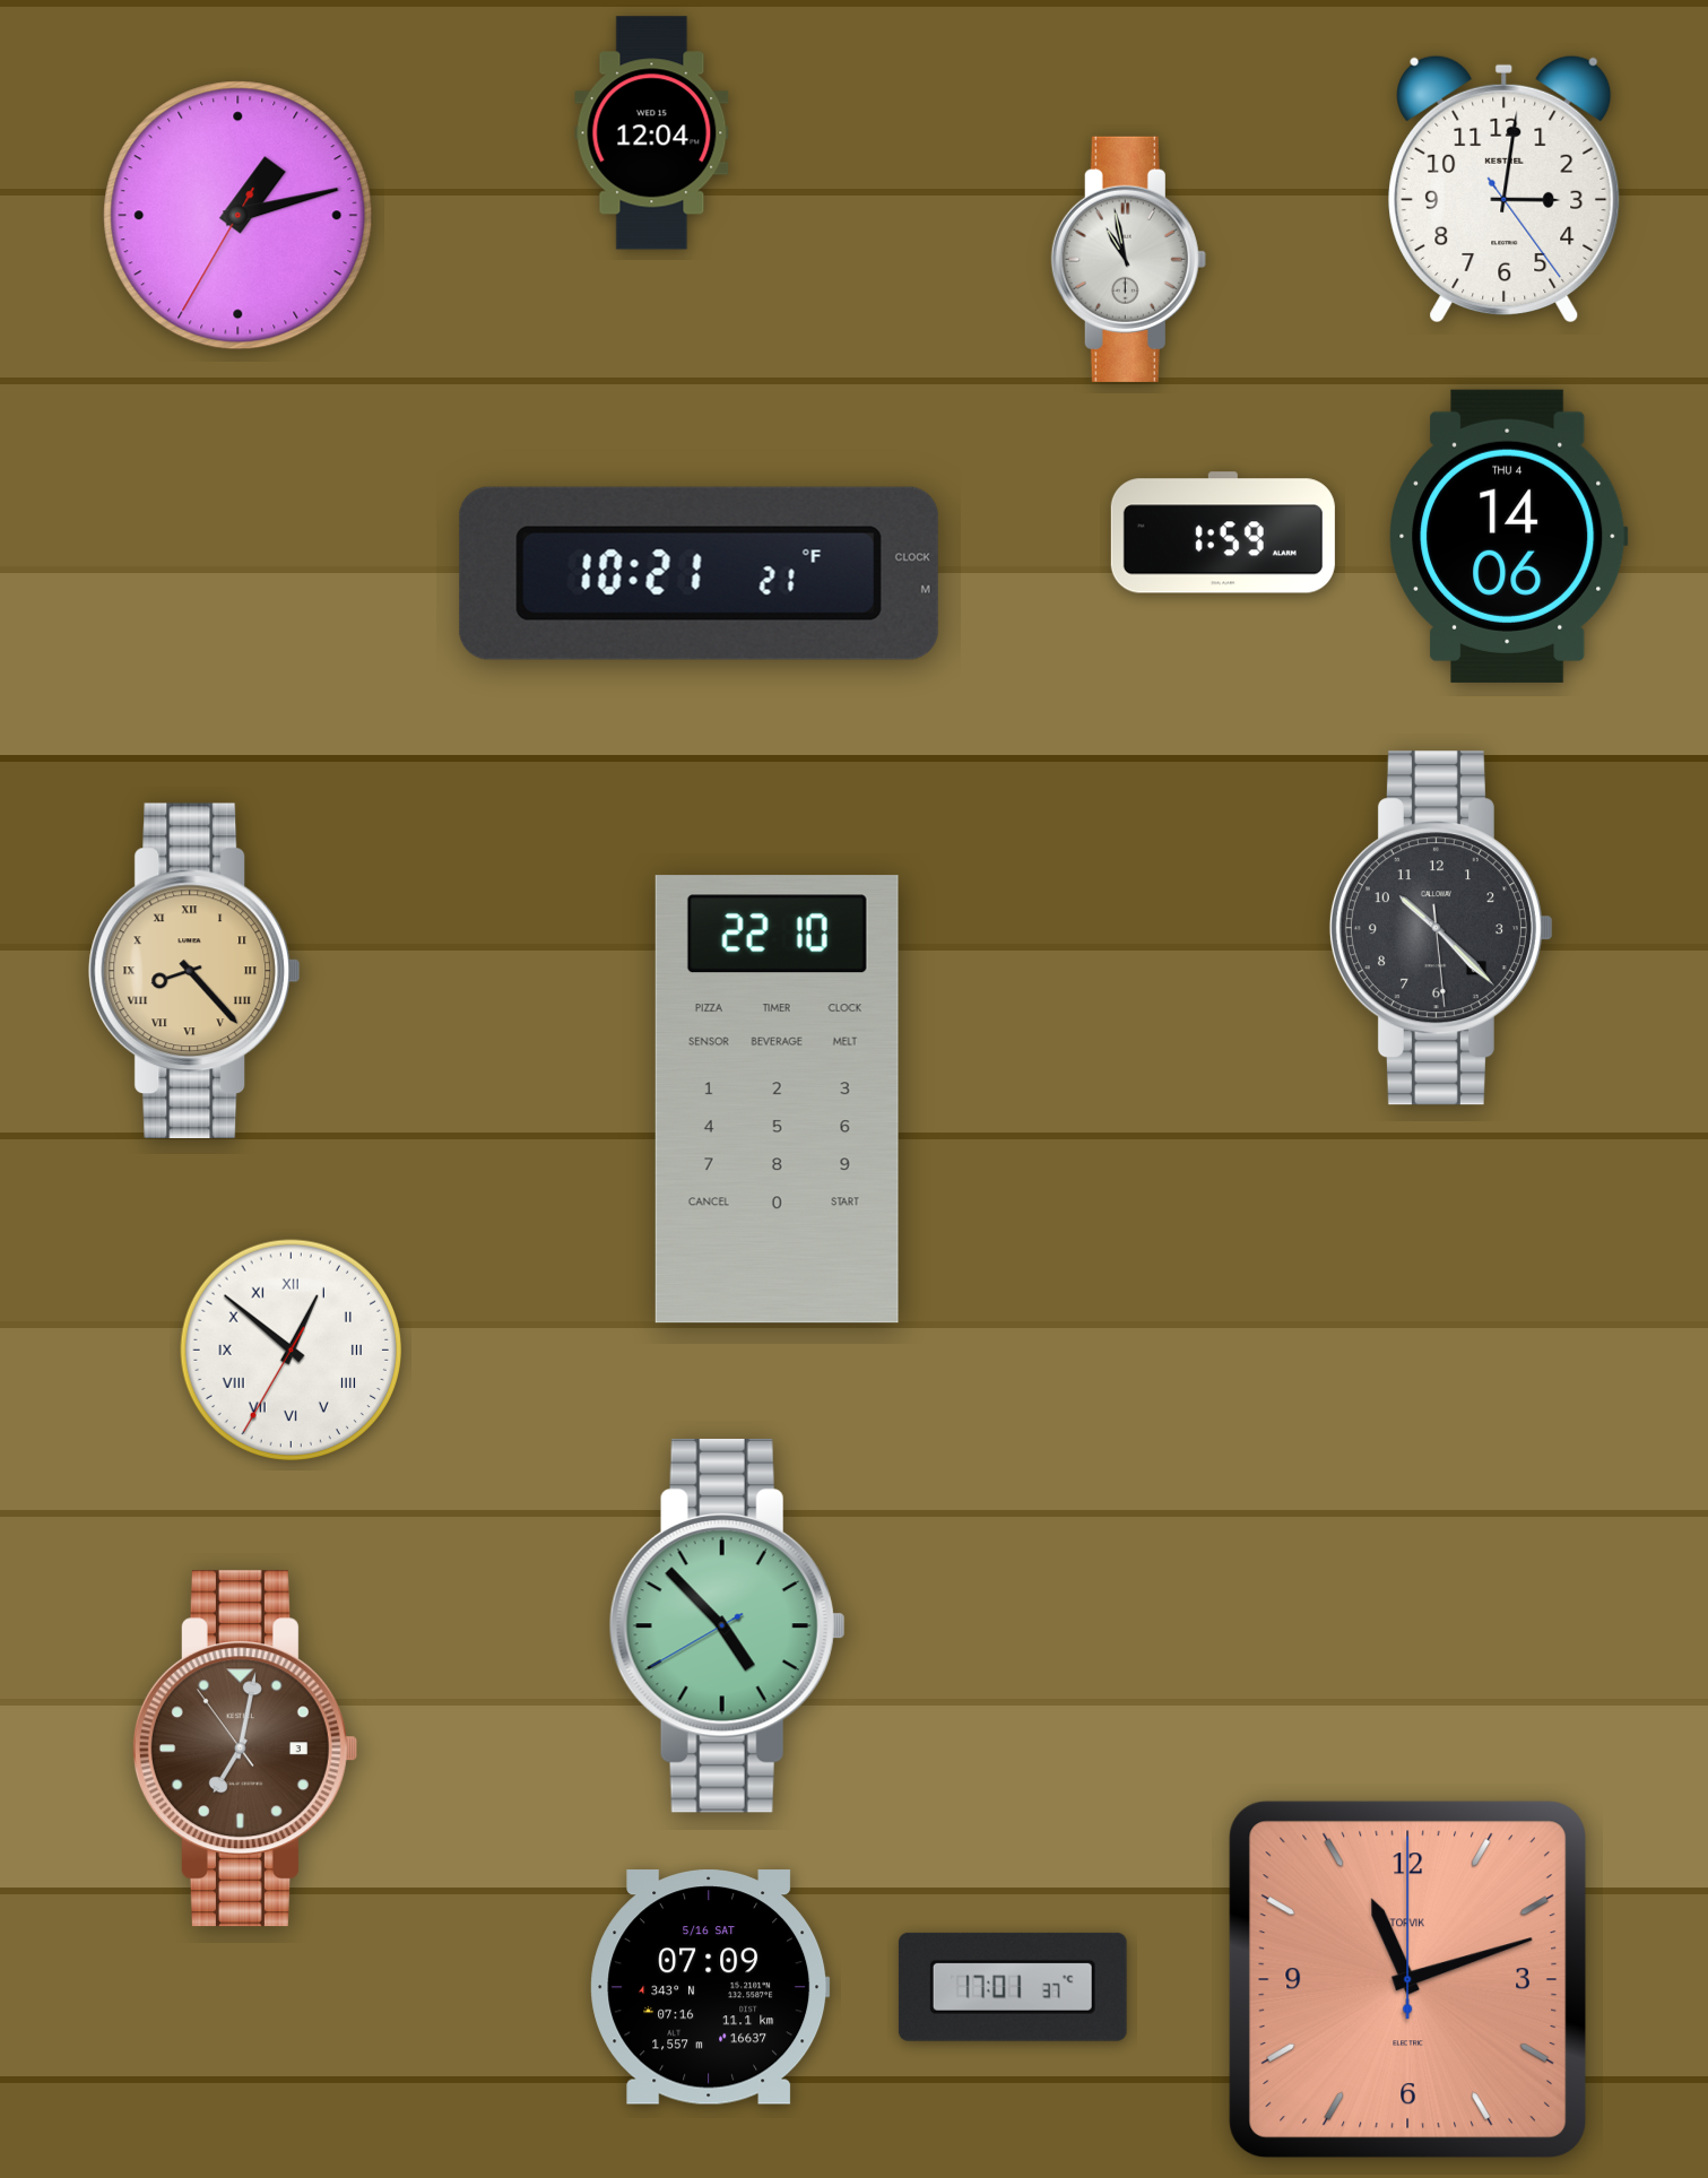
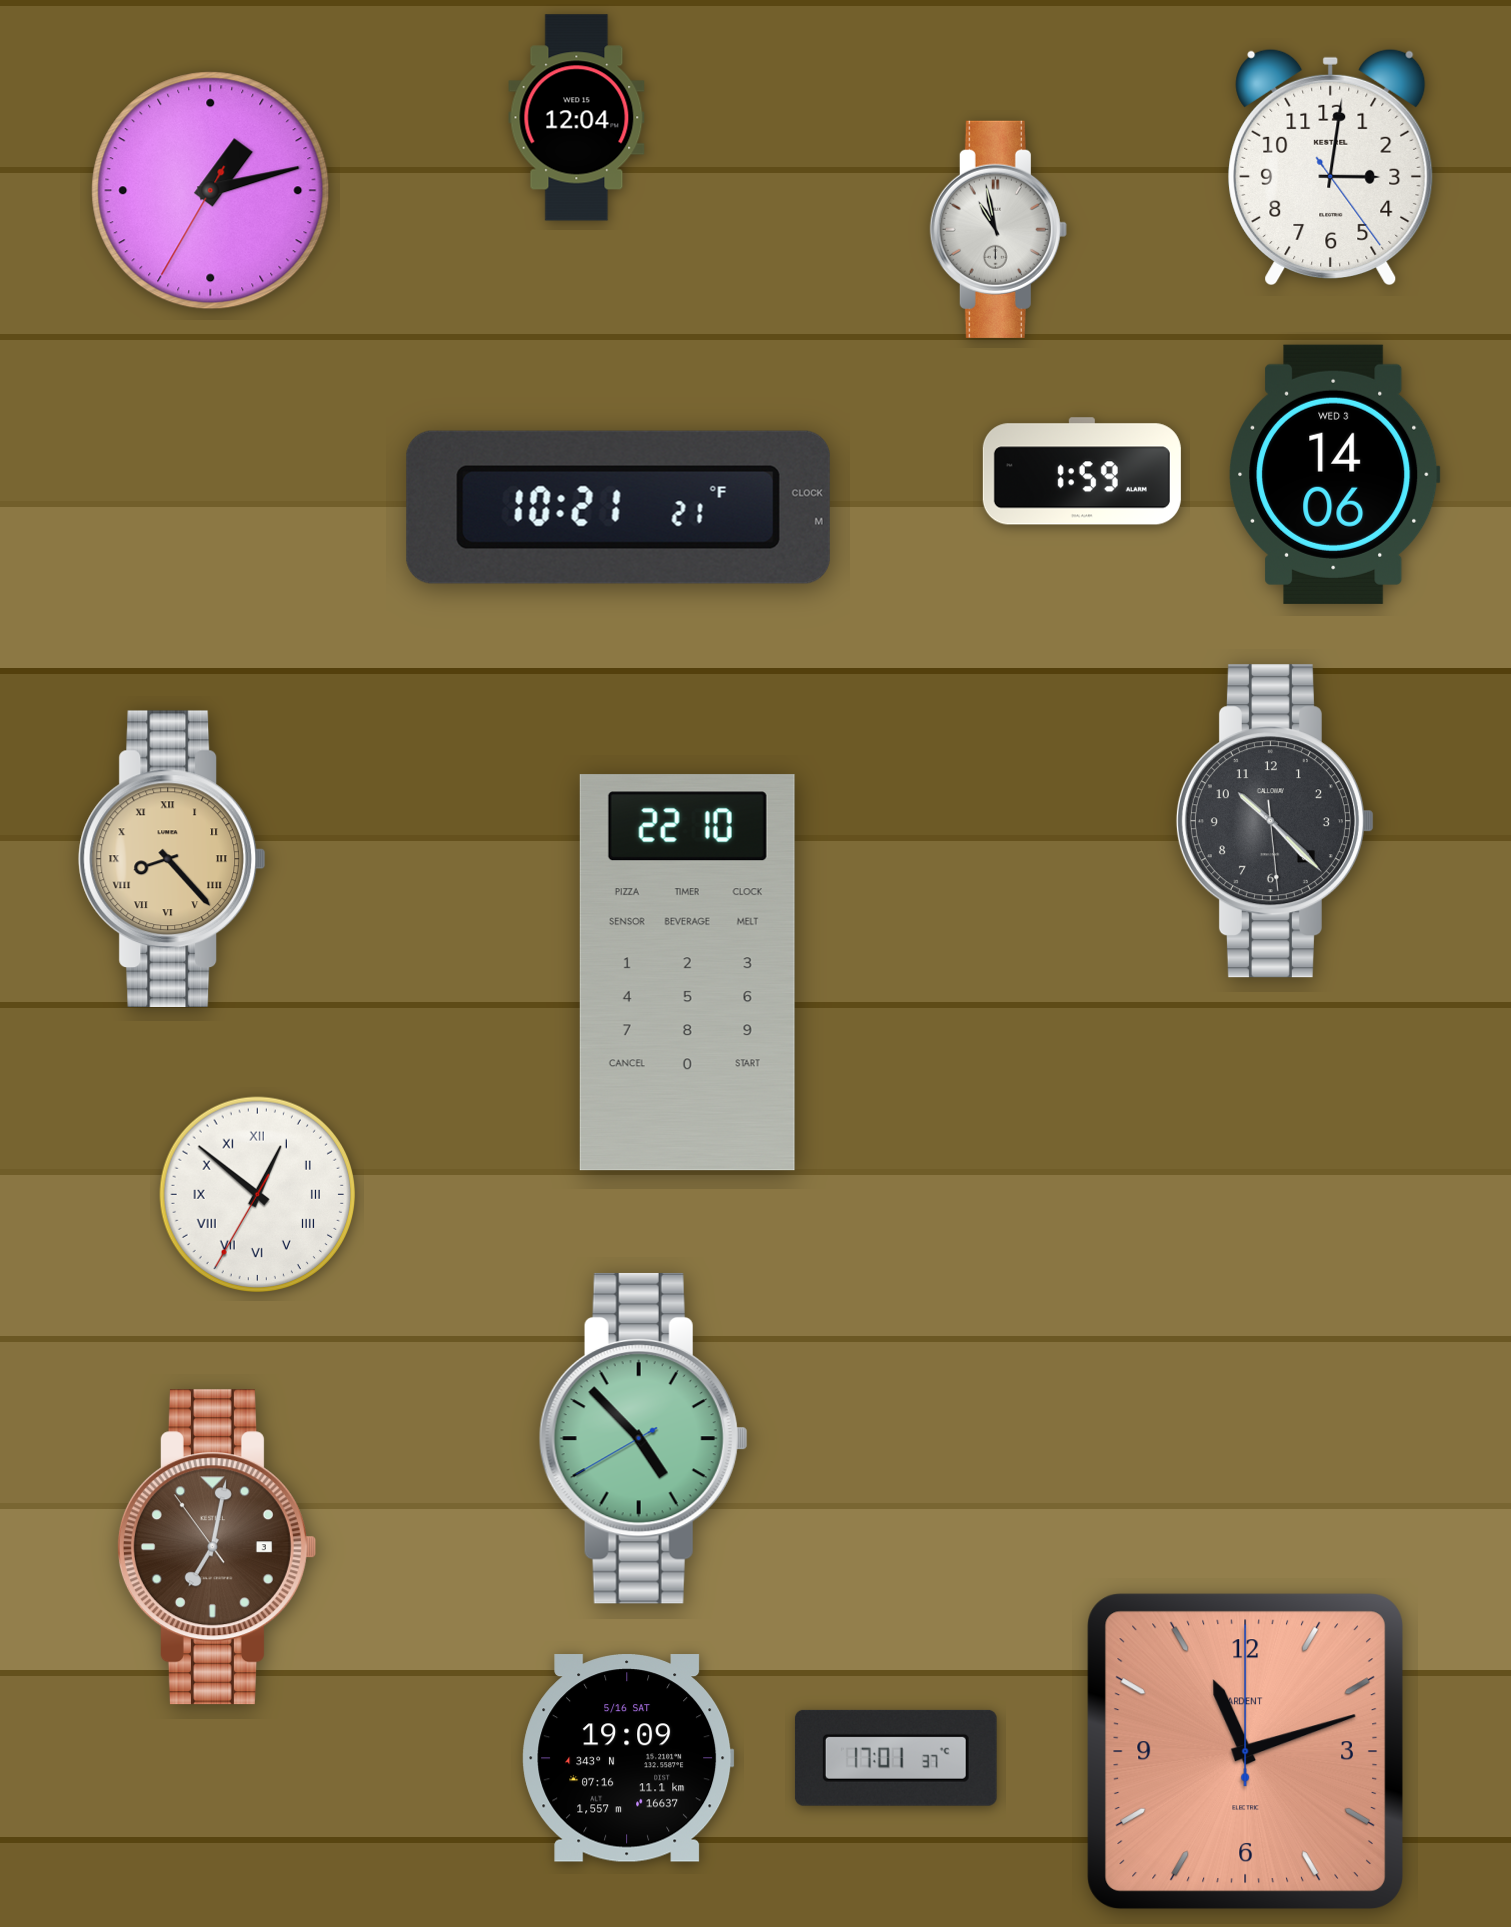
clock at (1509, 536) date: THU 4 -> WED 3
clock at (1407, 1979) brand: TORVIK -> ARDENT
clock at (710, 1988): 07:09 -> 19:09
